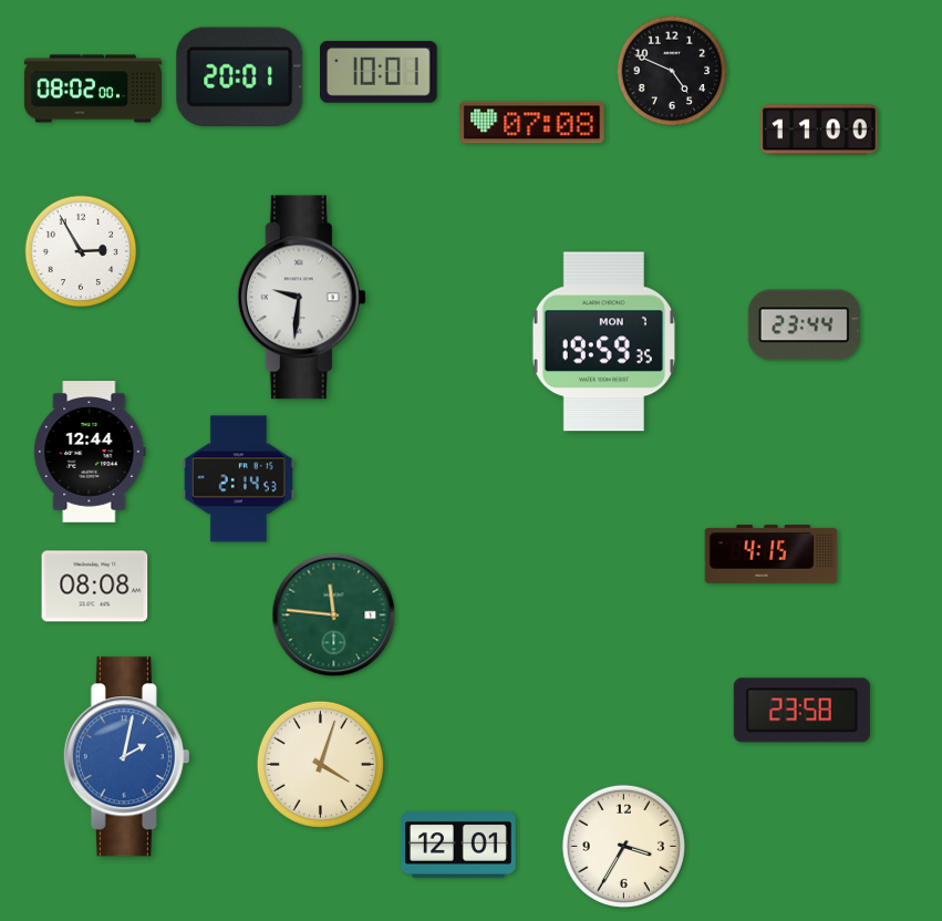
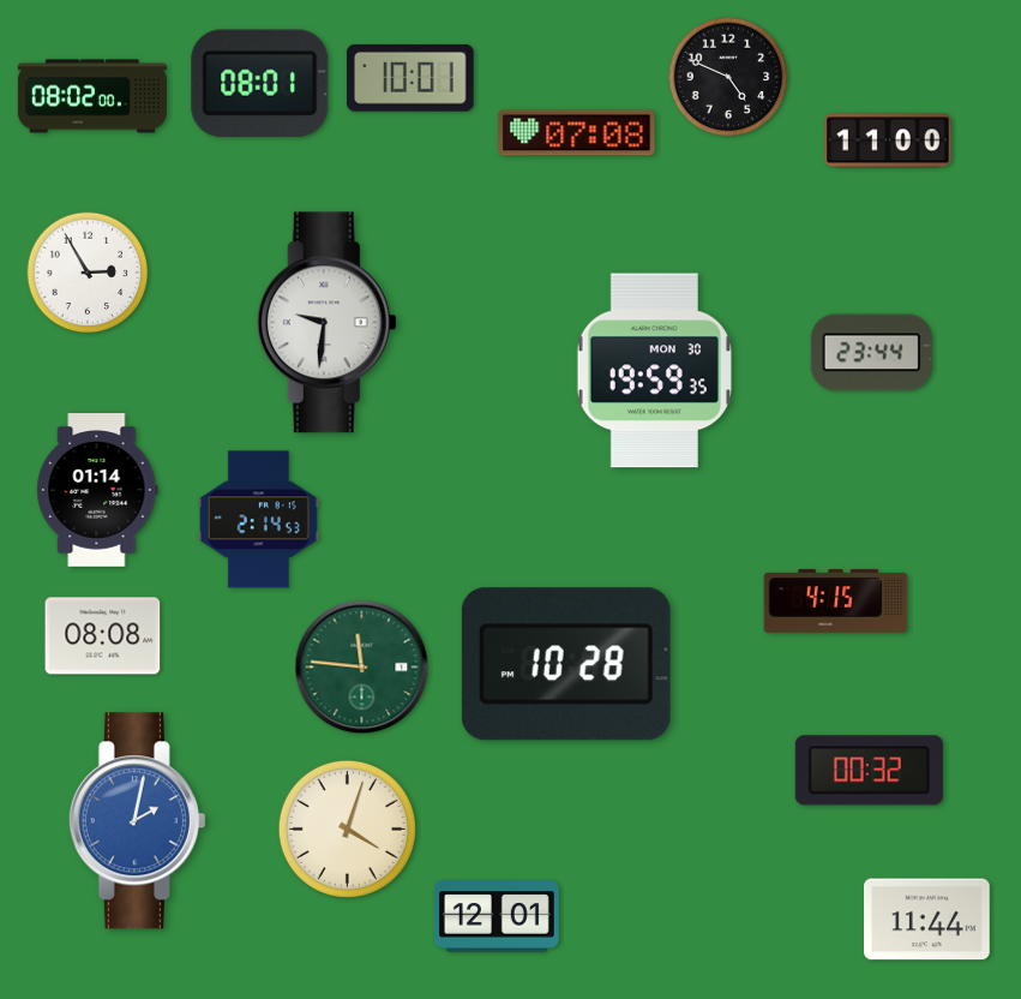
clock at (240, 76): 20:01 -> 08:01
clock at (93, 89) position: (93, 89) -> (92, 96)
clock at (603, 342) date: MON 7 -> MON 30
clock at (90, 452): 12:44 -> 01:14
clock at (566, 664): none -> 10:28
clock at (801, 711): 23:58 -> 00:32
clock at (623, 846): 3:35 -> none
clock at (927, 920): none -> 11:44
